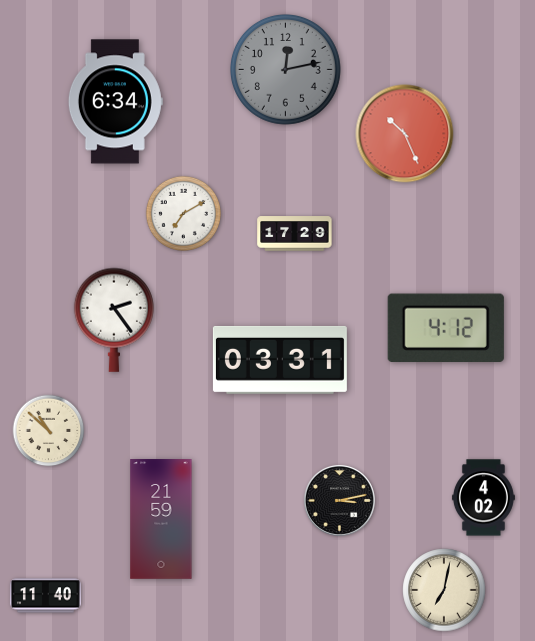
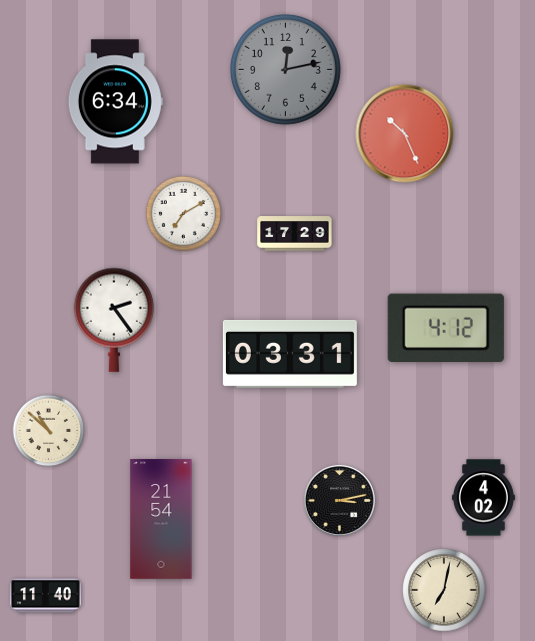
clock at (280, 360) position: (280, 360) -> (290, 354)
clock at (161, 519): 21:59 -> 21:54
